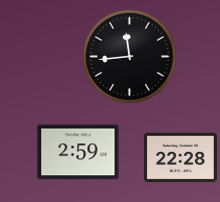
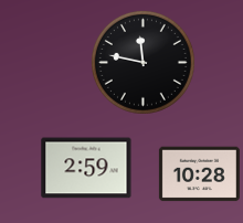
clock at (129, 56): 11:44 -> 11:47
clock at (180, 158): 22:28 -> 10:28
